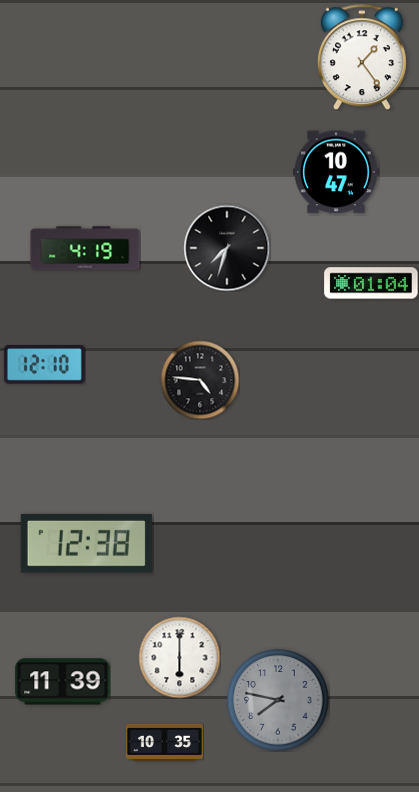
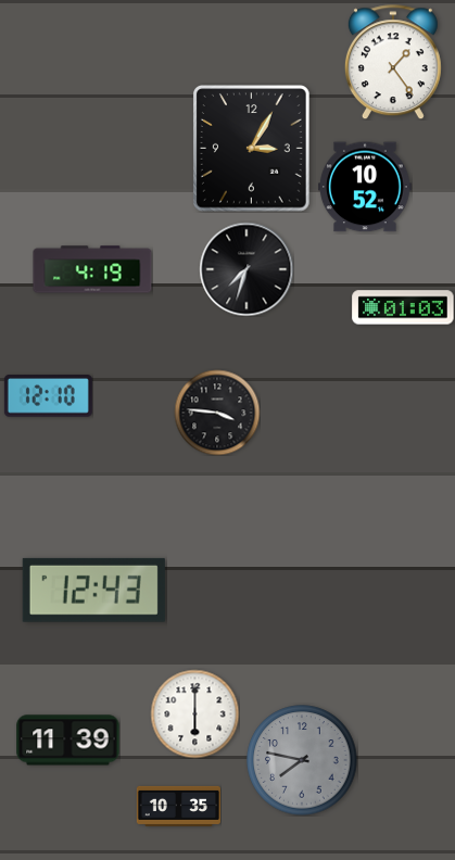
clock at (252, 149): none -> 3:05
clock at (337, 172): 10:47 -> 10:52
clock at (371, 283): 01:04 -> 01:03
clock at (200, 380): 4:46 -> 3:46
clock at (86, 543): 12:38 -> 12:43
